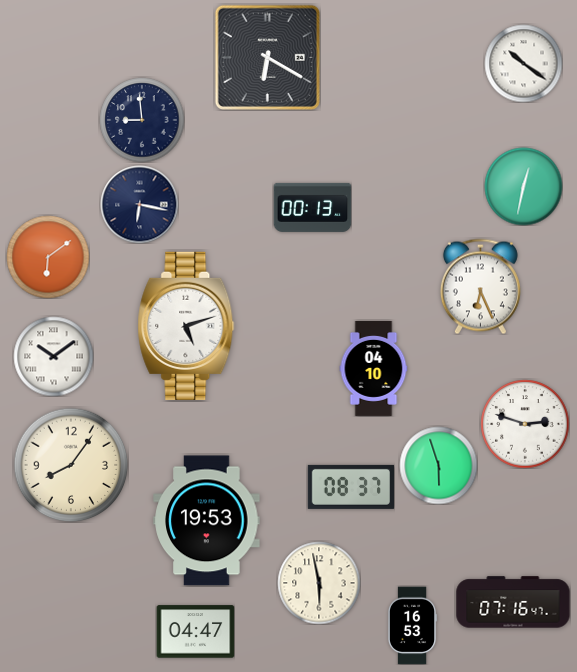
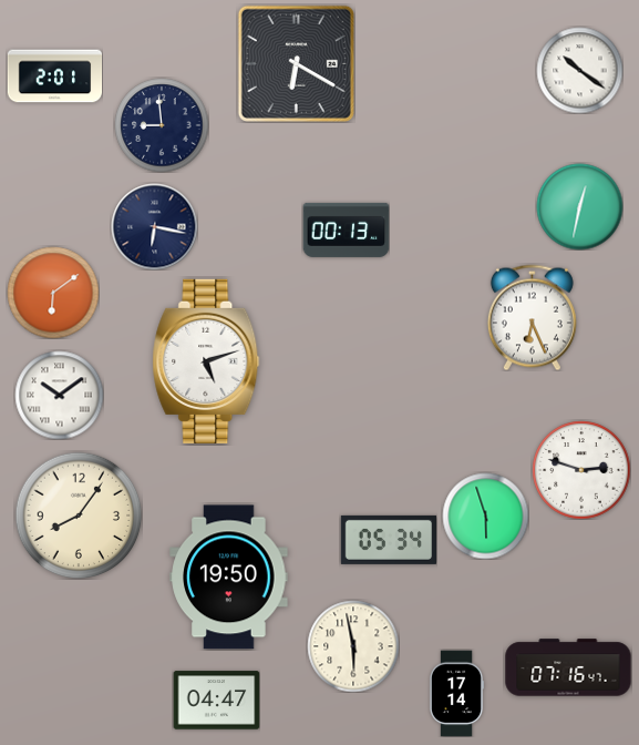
clock at (54, 76): none -> 2:01
clock at (142, 120) position: (142, 120) -> (162, 125)
clock at (48, 257) position: (48, 257) -> (53, 293)
clock at (374, 368): 04:10 -> none
clock at (350, 487): 08:37 -> 05:34
clock at (207, 521): 19:53 -> 19:50
clock at (412, 625): 16:53 -> 17:14
